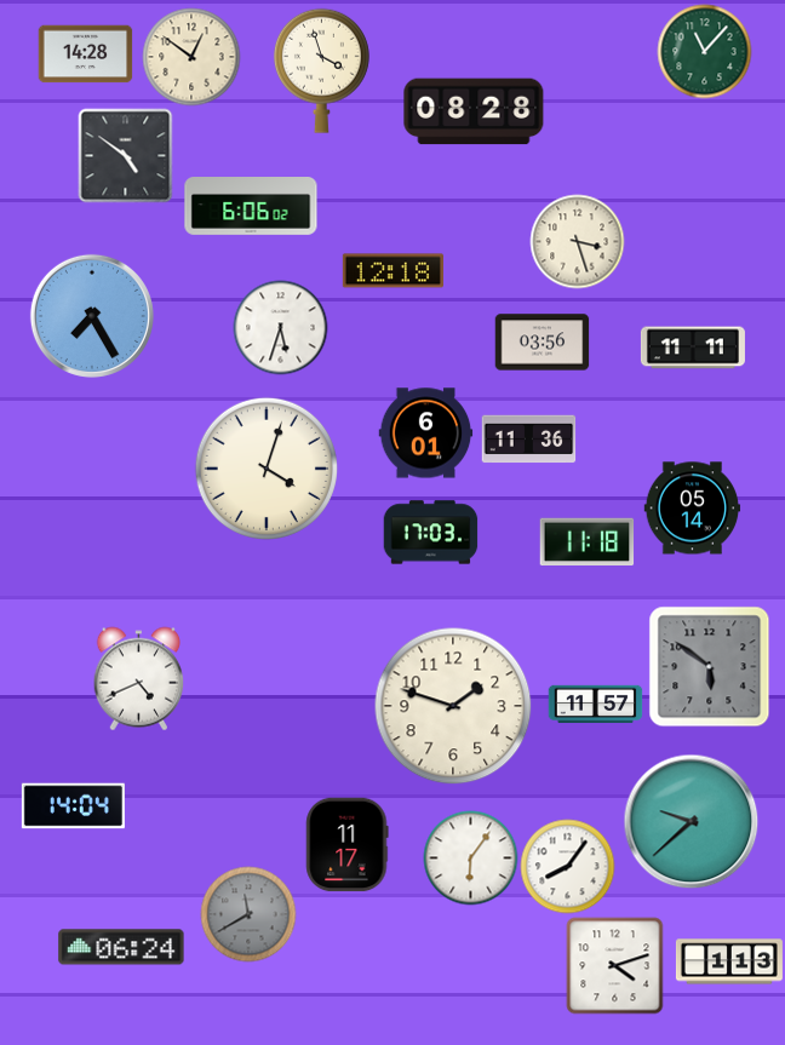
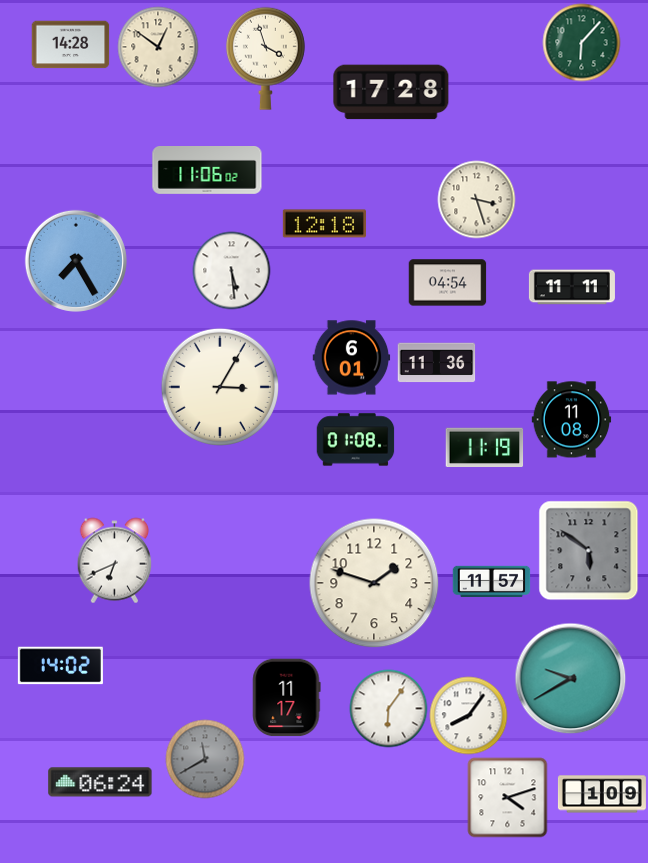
clock at (704, 51): 11:07 -> 6:07
clock at (474, 111): 08:28 -> 17:28
clock at (125, 155): 4:51 -> none
clock at (251, 207): 6:06 -> 11:06
clock at (280, 327): 5:33 -> 5:29
clock at (542, 343): 03:56 -> 04:54
clock at (265, 467): 4:03 -> 3:05
clock at (692, 509): 05:14 -> 11:08
clock at (430, 533): 17:03 -> 01:08
clock at (586, 541): 11:18 -> 11:19
clock at (709, 666) position: (709, 666) -> (588, 550)
clock at (139, 678): 4:41 -> 6:41
clock at (73, 806): 14:04 -> 14:02
clock at (691, 821): 9:38 -> 9:40
clock at (248, 914) position: (248, 914) -> (205, 759)
clock at (729, 961): 1:13 -> 1:09
